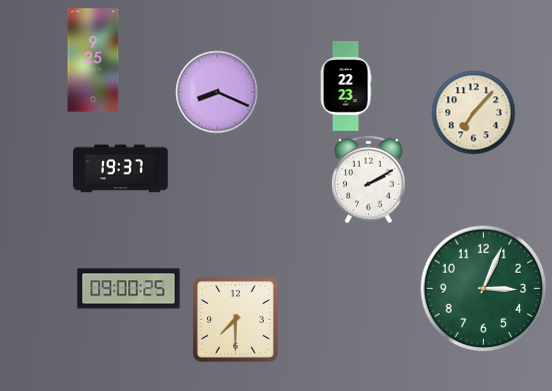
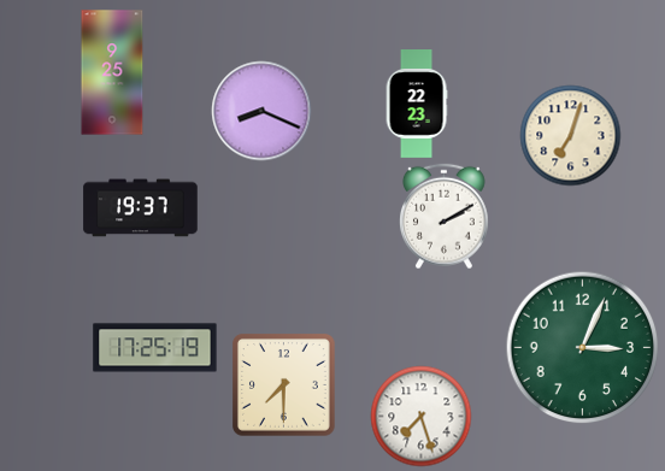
clock at (473, 112): 7:07 -> 7:03
clock at (121, 169) position: (121, 169) -> (141, 208)
clock at (129, 289): 09:00 -> 17:25
clock at (420, 416): none -> 7:27
